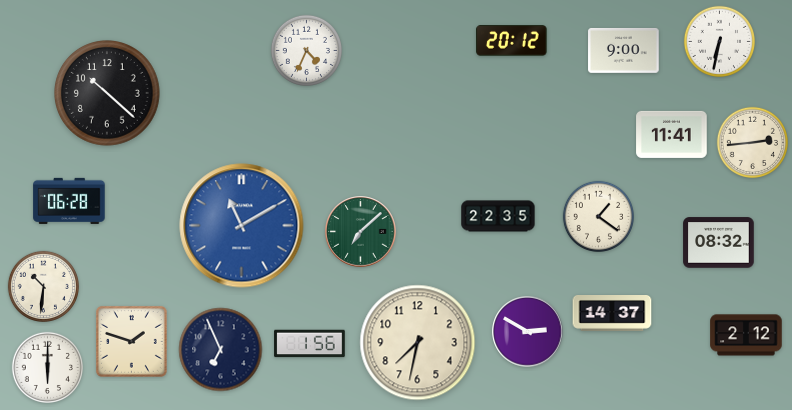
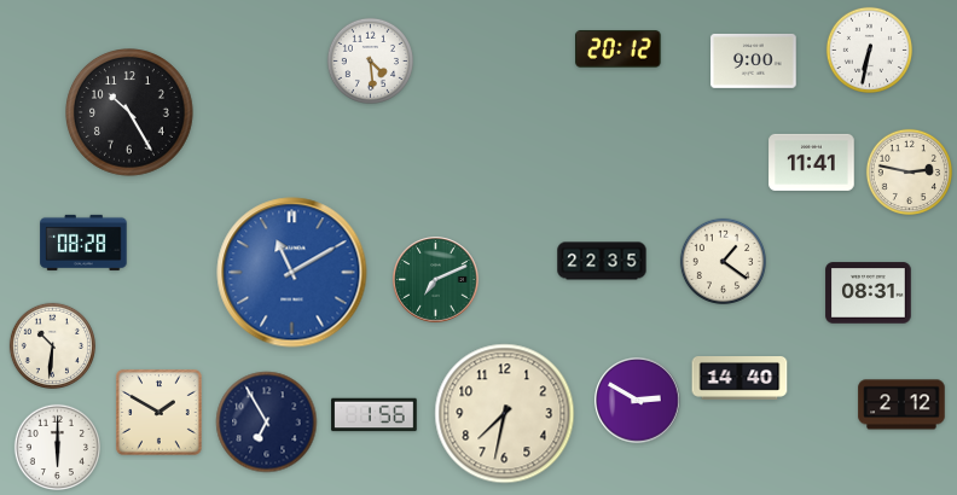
clock at (306, 50): 4:34 -> 4:29
clock at (108, 94): 10:22 -> 10:25
clock at (752, 142): 2:44 -> 2:47
clock at (69, 201): 06:28 -> 08:28
clock at (361, 232): 7:08 -> 7:11
clock at (719, 243): 08:32 -> 08:31
clock at (612, 314): 14:37 -> 14:40
clock at (131, 341): 1:48 -> 1:50
clock at (221, 350): 6:56 -> 6:55
clock at (47, 367) position: (47, 367) -> (57, 447)
